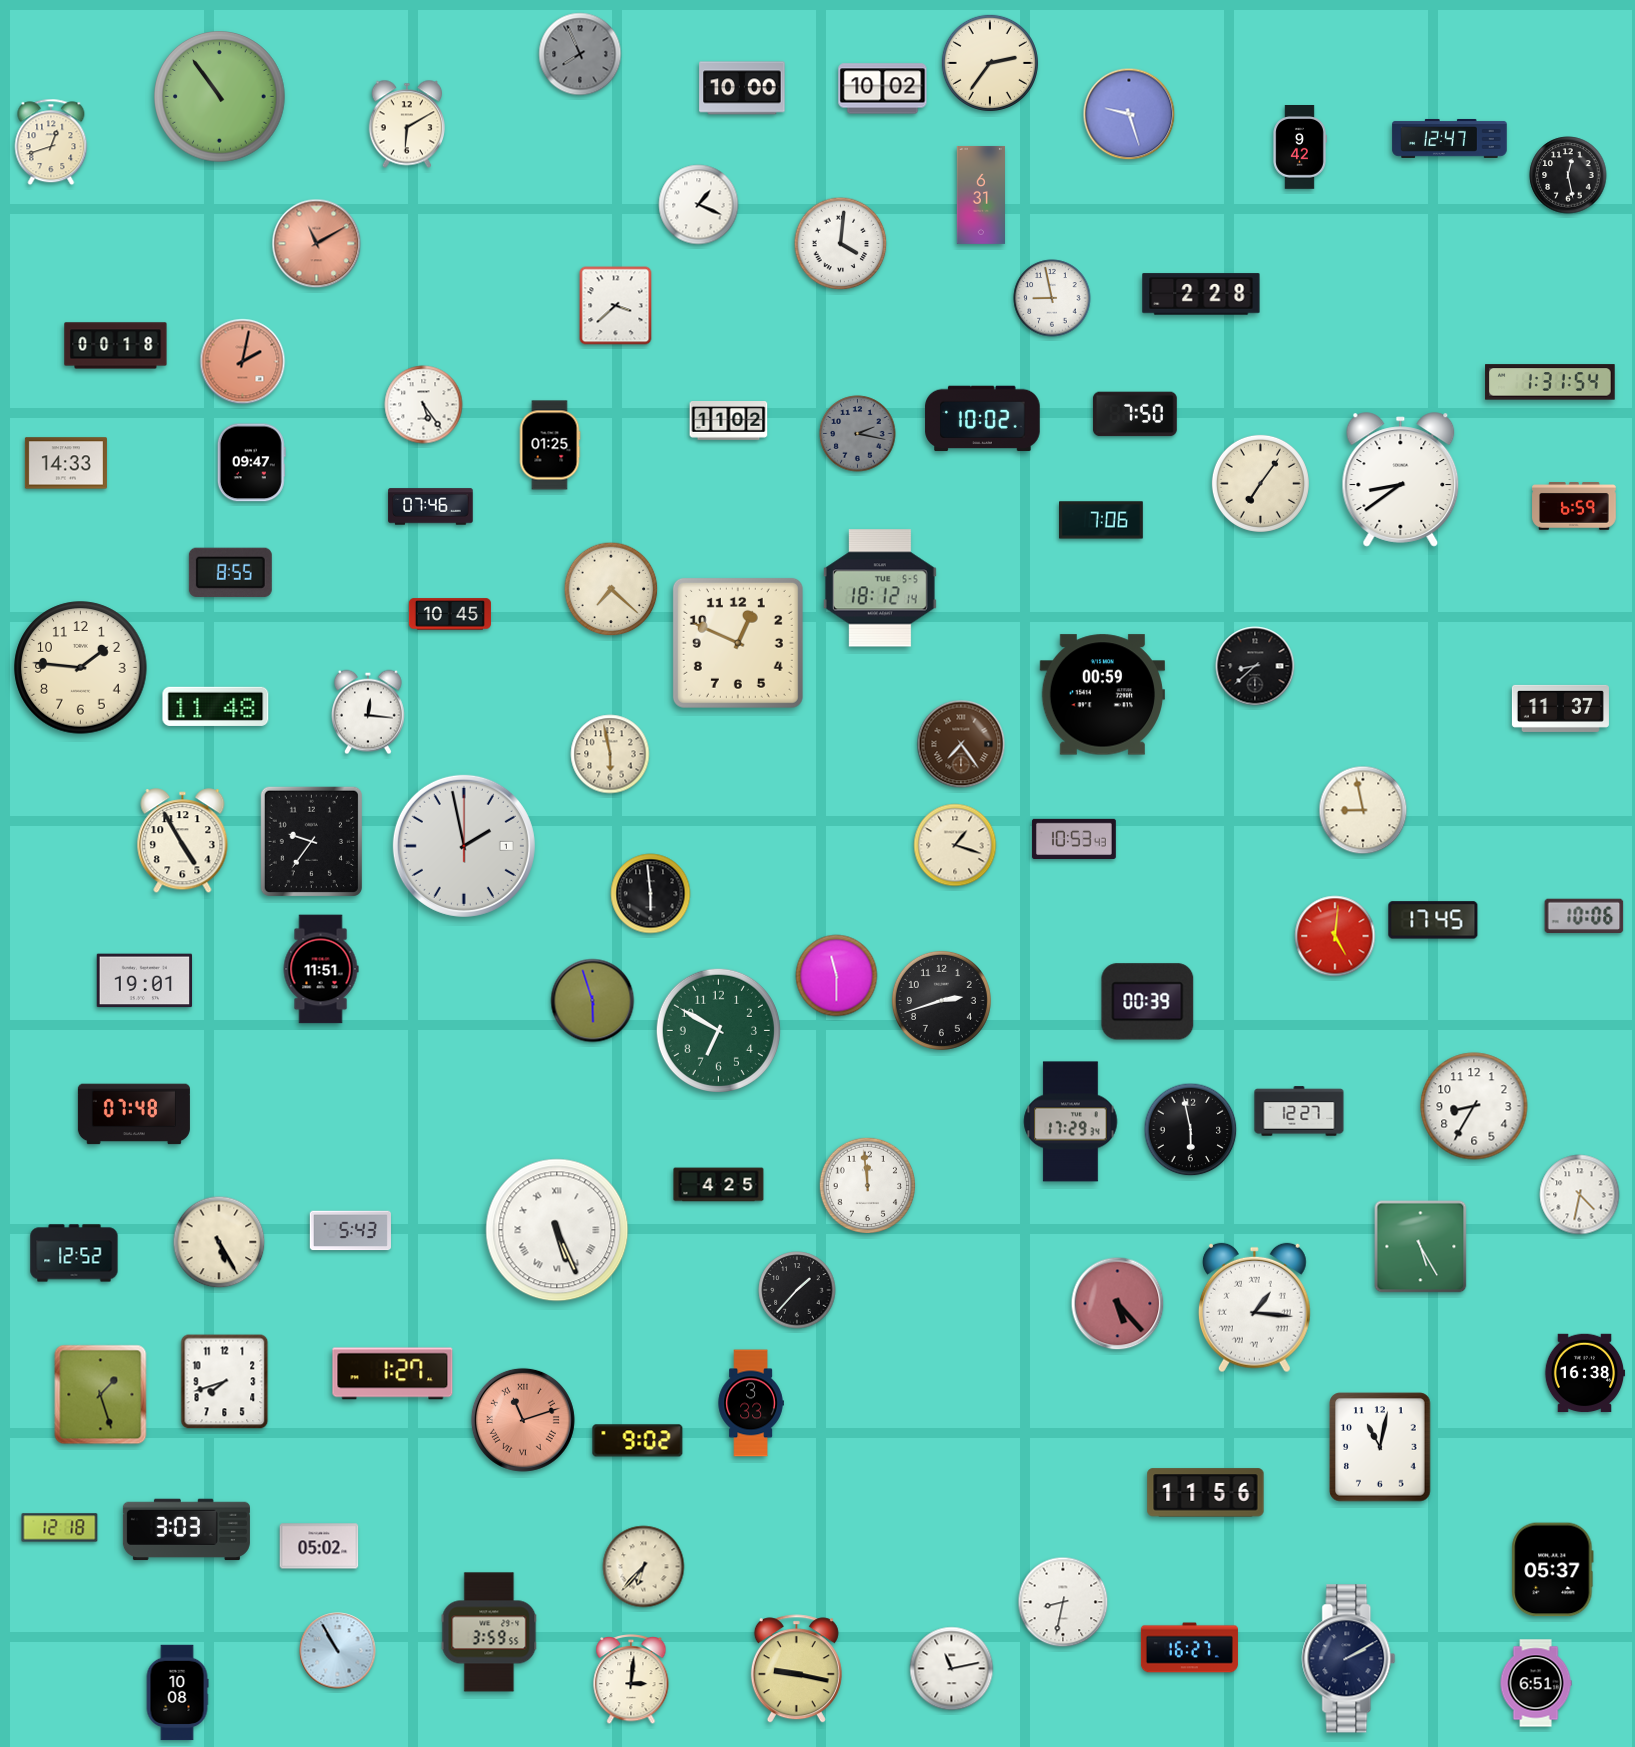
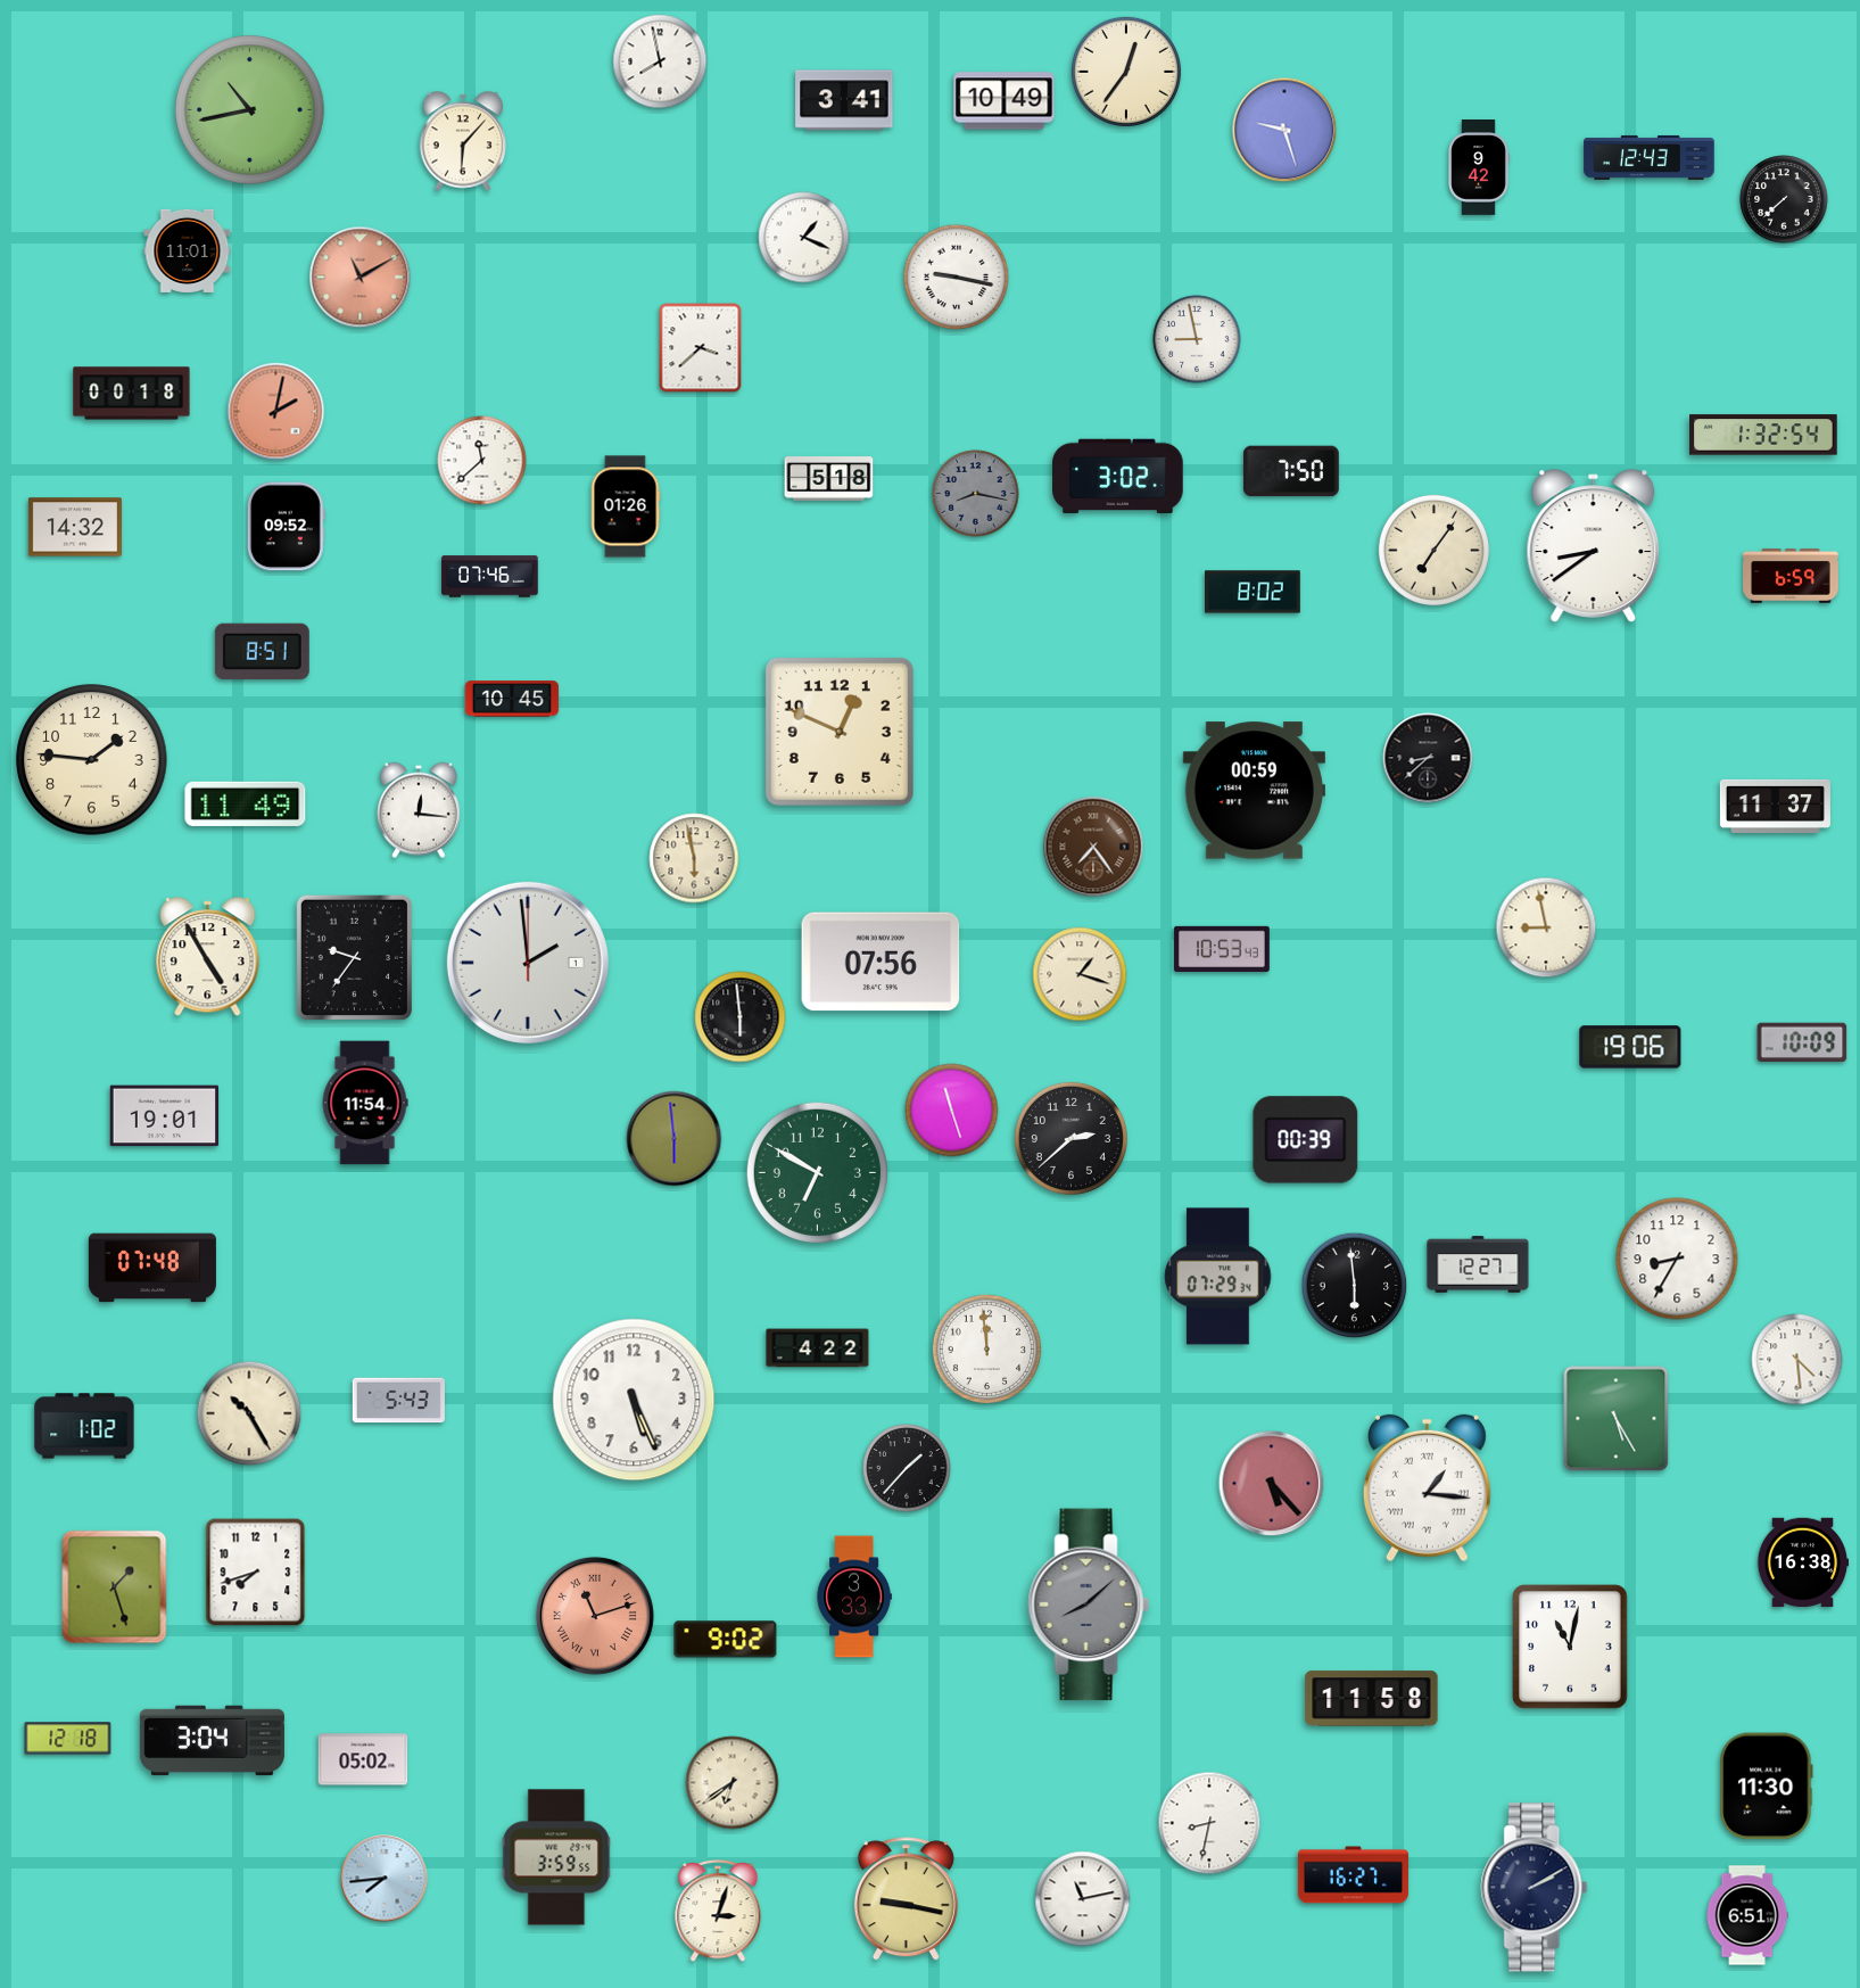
clock at (580, 54): 7:56 -> 7:58
clock at (580, 54) dial: grey -> white
clock at (990, 63): 2:36 -> 12:36
clock at (742, 88): 10:00 -> 3:41
clock at (883, 89): 10:02 -> 10:49
clock at (220, 97): 10:54 -> 10:43
clock at (406, 124): 6:10 -> 6:07
clock at (1450, 138): 12:47 -> 12:43
clock at (51, 142): 12:42 -> none
clock at (1568, 175): 12:28 -> 7:38
clock at (980, 195): 6:31 -> none
clock at (699, 205) position: (699, 205) -> (804, 238)
clock at (188, 250): none -> 11:01
clock at (841, 244): 4:01 -> 9:17
clock at (1201, 294): 2:28 -> none
clock at (1550, 382): 1:31 -> 1:32
clock at (424, 405): 5:24 -> 11:38
clock at (983, 419): 10:02 -> 3:02
clock at (729, 421): 11:02 -> 5:18
clock at (858, 434): 2:17 -> 8:17
clock at (550, 445): 01:25 -> 01:26
clock at (66, 463): 14:33 -> 14:32
clock at (251, 463): 09:47 -> 09:52
clock at (1102, 520): 7:06 -> 8:02
clock at (230, 572): 8:55 -> 8:51
clock at (880, 588): 18:12 -> none
clock at (611, 589): 7:22 -> none
clock at (216, 706): 11:48 -> 11:49
clock at (1363, 810) position: (1363, 810) -> (1546, 927)
clock at (1074, 838) position: (1074, 838) -> (1222, 948)
clock at (881, 962): none -> 07:56
clock at (955, 845) position: (955, 845) -> (1080, 974)
clock at (464, 846): 1:58 -> 1:59
clock at (1584, 916): 10:06 -> 10:09
clock at (1433, 920): 17:45 -> 19:06
clock at (1335, 936): 5:01 -> none
clock at (321, 969): 11:51 -> 11:54
clock at (837, 976): 11:30 -> 11:27
clock at (941, 1000): 2:42 -> 2:38
clock at (593, 1001): 5:57 -> 5:59
clock at (1071, 1122): 17:29 -> 07:29
clock at (1191, 1130): 5:58 -> 5:59
clock at (719, 1185): 4:25 -> 4:22
clock at (1580, 1195): 4:32 -> 4:29
clock at (557, 1230) numerals: Roman -> Arabic
clock at (219, 1242): 5:25 -> 10:25
clock at (74, 1253): 12:52 -> 1:02
clock at (393, 1374): 1:27 -> none
clock at (1089, 1605): none -> 8:08
clock at (1206, 1493): 11:56 -> 11:58
clock at (186, 1530): 3:03 -> 3:04
clock at (644, 1567): 6:37 -> 6:39
clock at (1553, 1570): 05:37 -> 11:30
clock at (338, 1651): 10:55 -> 7:44
clock at (631, 1680): 3:01 -> 3:03
clock at (177, 1693): 10:08 -> none
